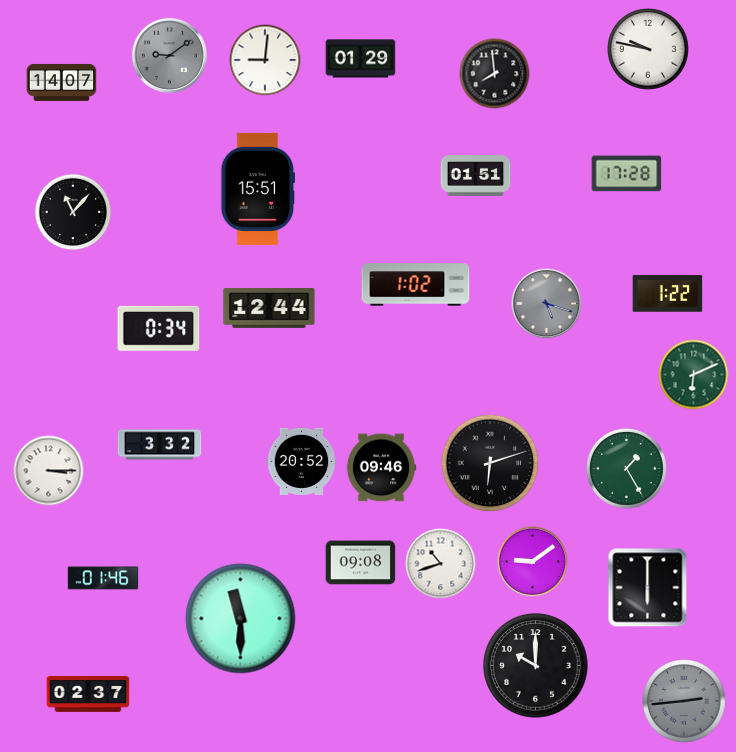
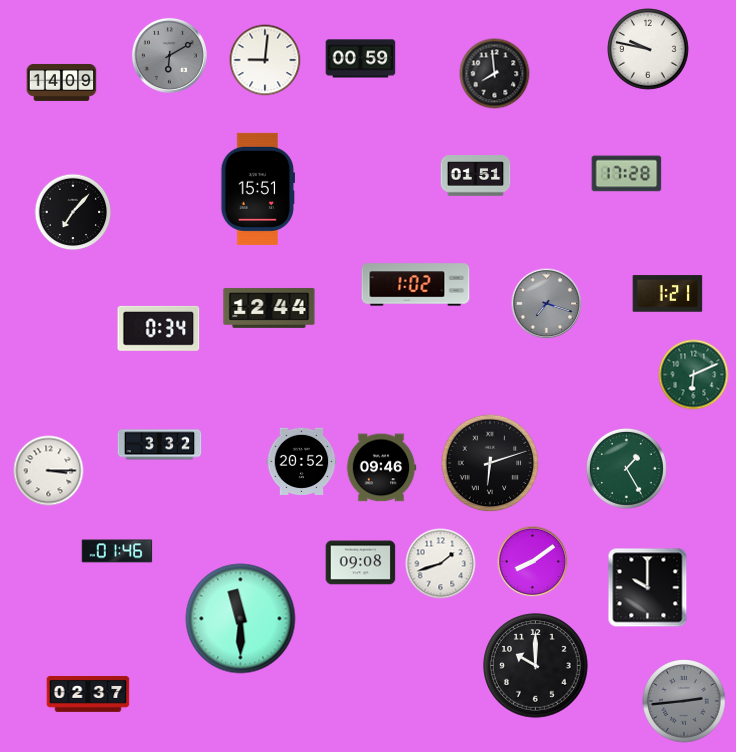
clock at (169, 55): 9:09 -> 6:10
clock at (361, 59): 01:29 -> 00:59
clock at (62, 82): 14:07 -> 14:09
clock at (73, 212): 11:07 -> 7:07
clock at (668, 294): 1:22 -> 1:21
clock at (547, 304): 5:18 -> 7:18
clock at (533, 562): 9:09 -> 8:09
clock at (441, 564): 10:42 -> 1:42
clock at (103, 578) position: (103, 578) -> (117, 551)
clock at (648, 588): 6:00 -> 10:00
